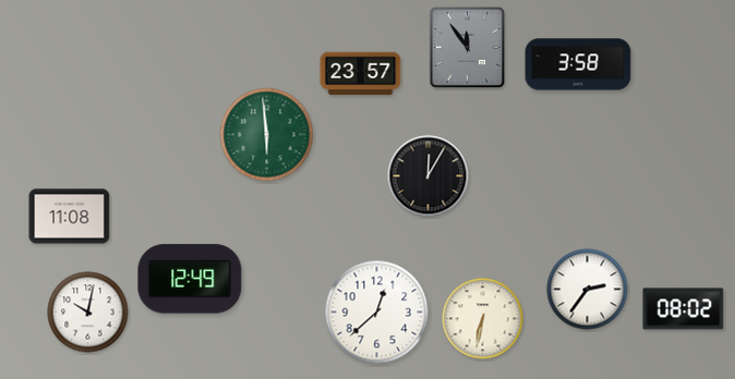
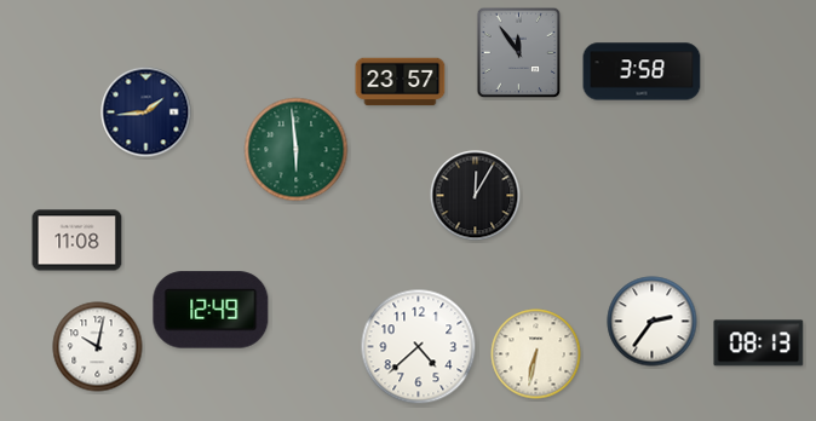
clock at (146, 113): none -> 1:44
clock at (684, 309): 08:02 -> 08:13
clock at (377, 313): 12:38 -> 4:38
